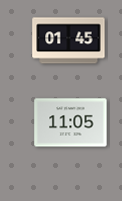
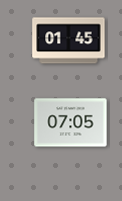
clock at (71, 123): 11:05 -> 07:05
